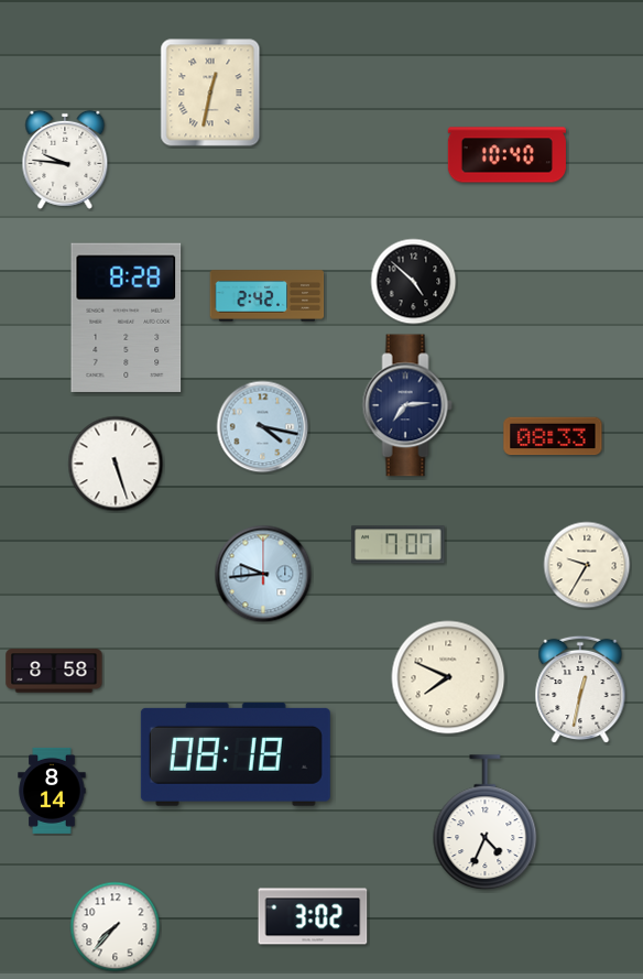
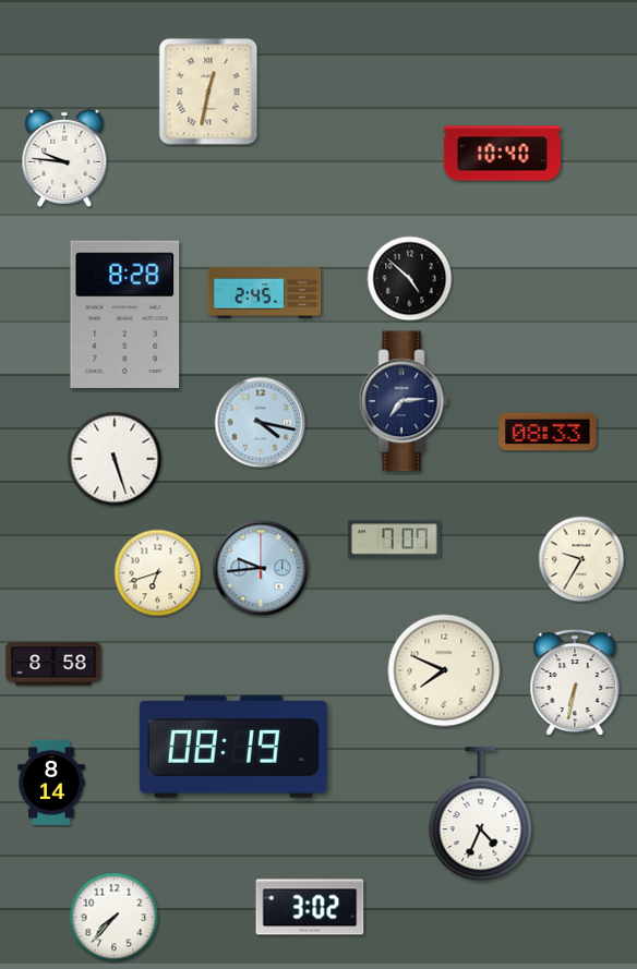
clock at (268, 296): 2:42 -> 2:45
clock at (158, 573): none -> 6:42
clock at (580, 689): 12:32 -> 6:32
clock at (236, 754): 08:18 -> 08:19
